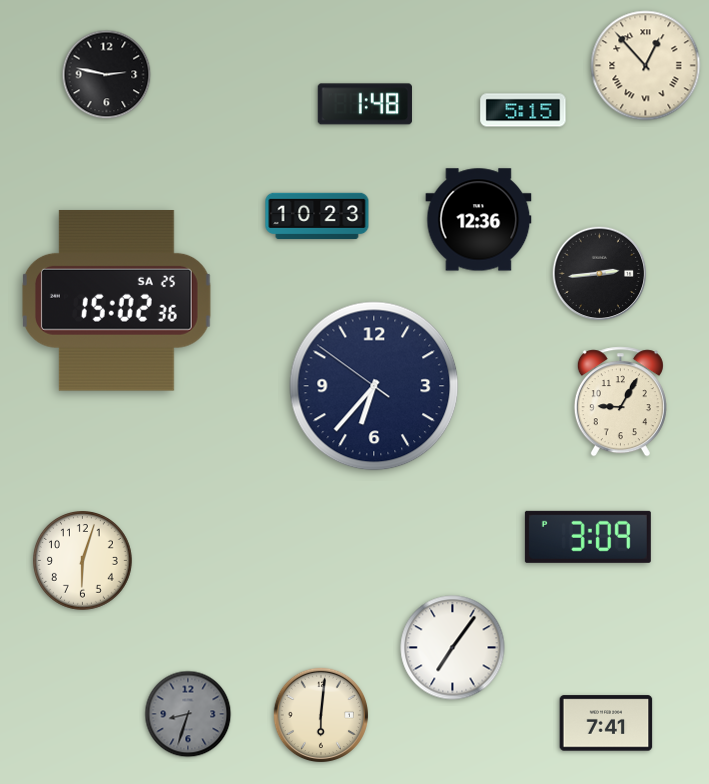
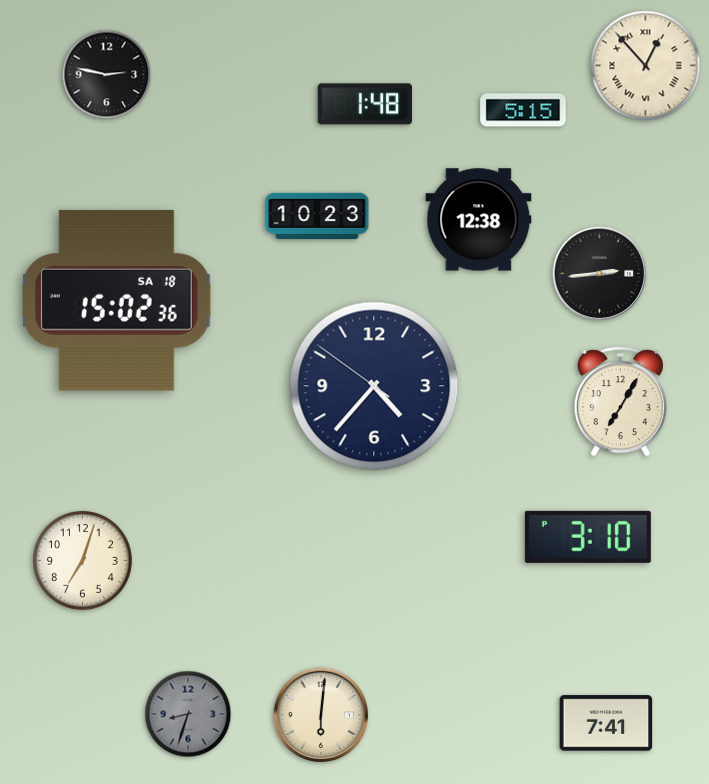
clock at (479, 220): 12:36 -> 12:38
clock at (116, 300) date: SA 25 -> SA 18
clock at (374, 386): 6:36 -> 4:36
clock at (620, 402): 9:05 -> 7:05
clock at (588, 537): 3:09 -> 3:10
clock at (83, 561): 6:03 -> 7:03
clock at (453, 648): 7:06 -> none
